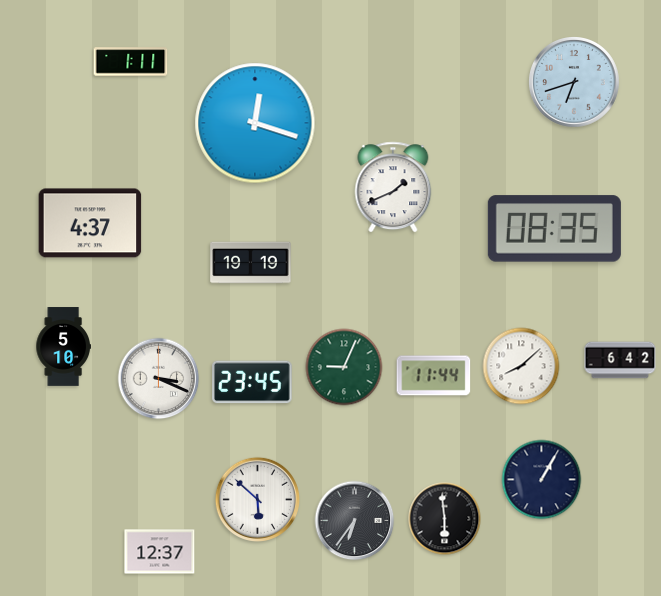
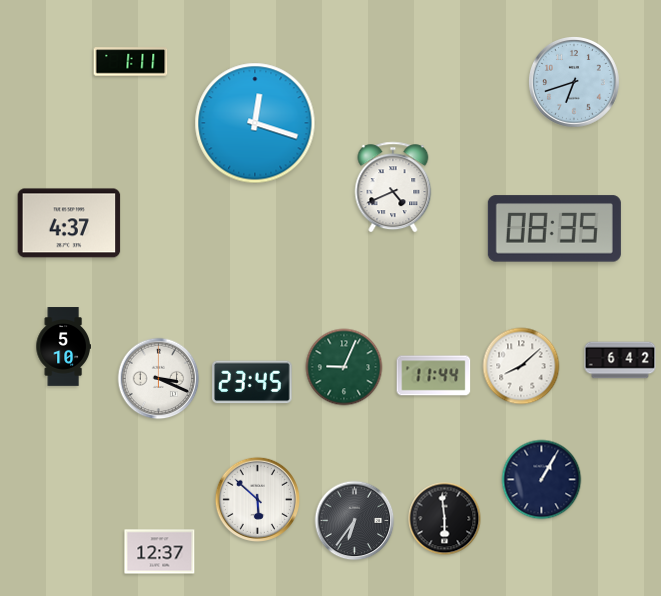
clock at (393, 187): 1:41 -> 4:41
clock at (90, 223) position: (90, 223) -> (69, 223)
clock at (251, 263): 19:19 -> none
